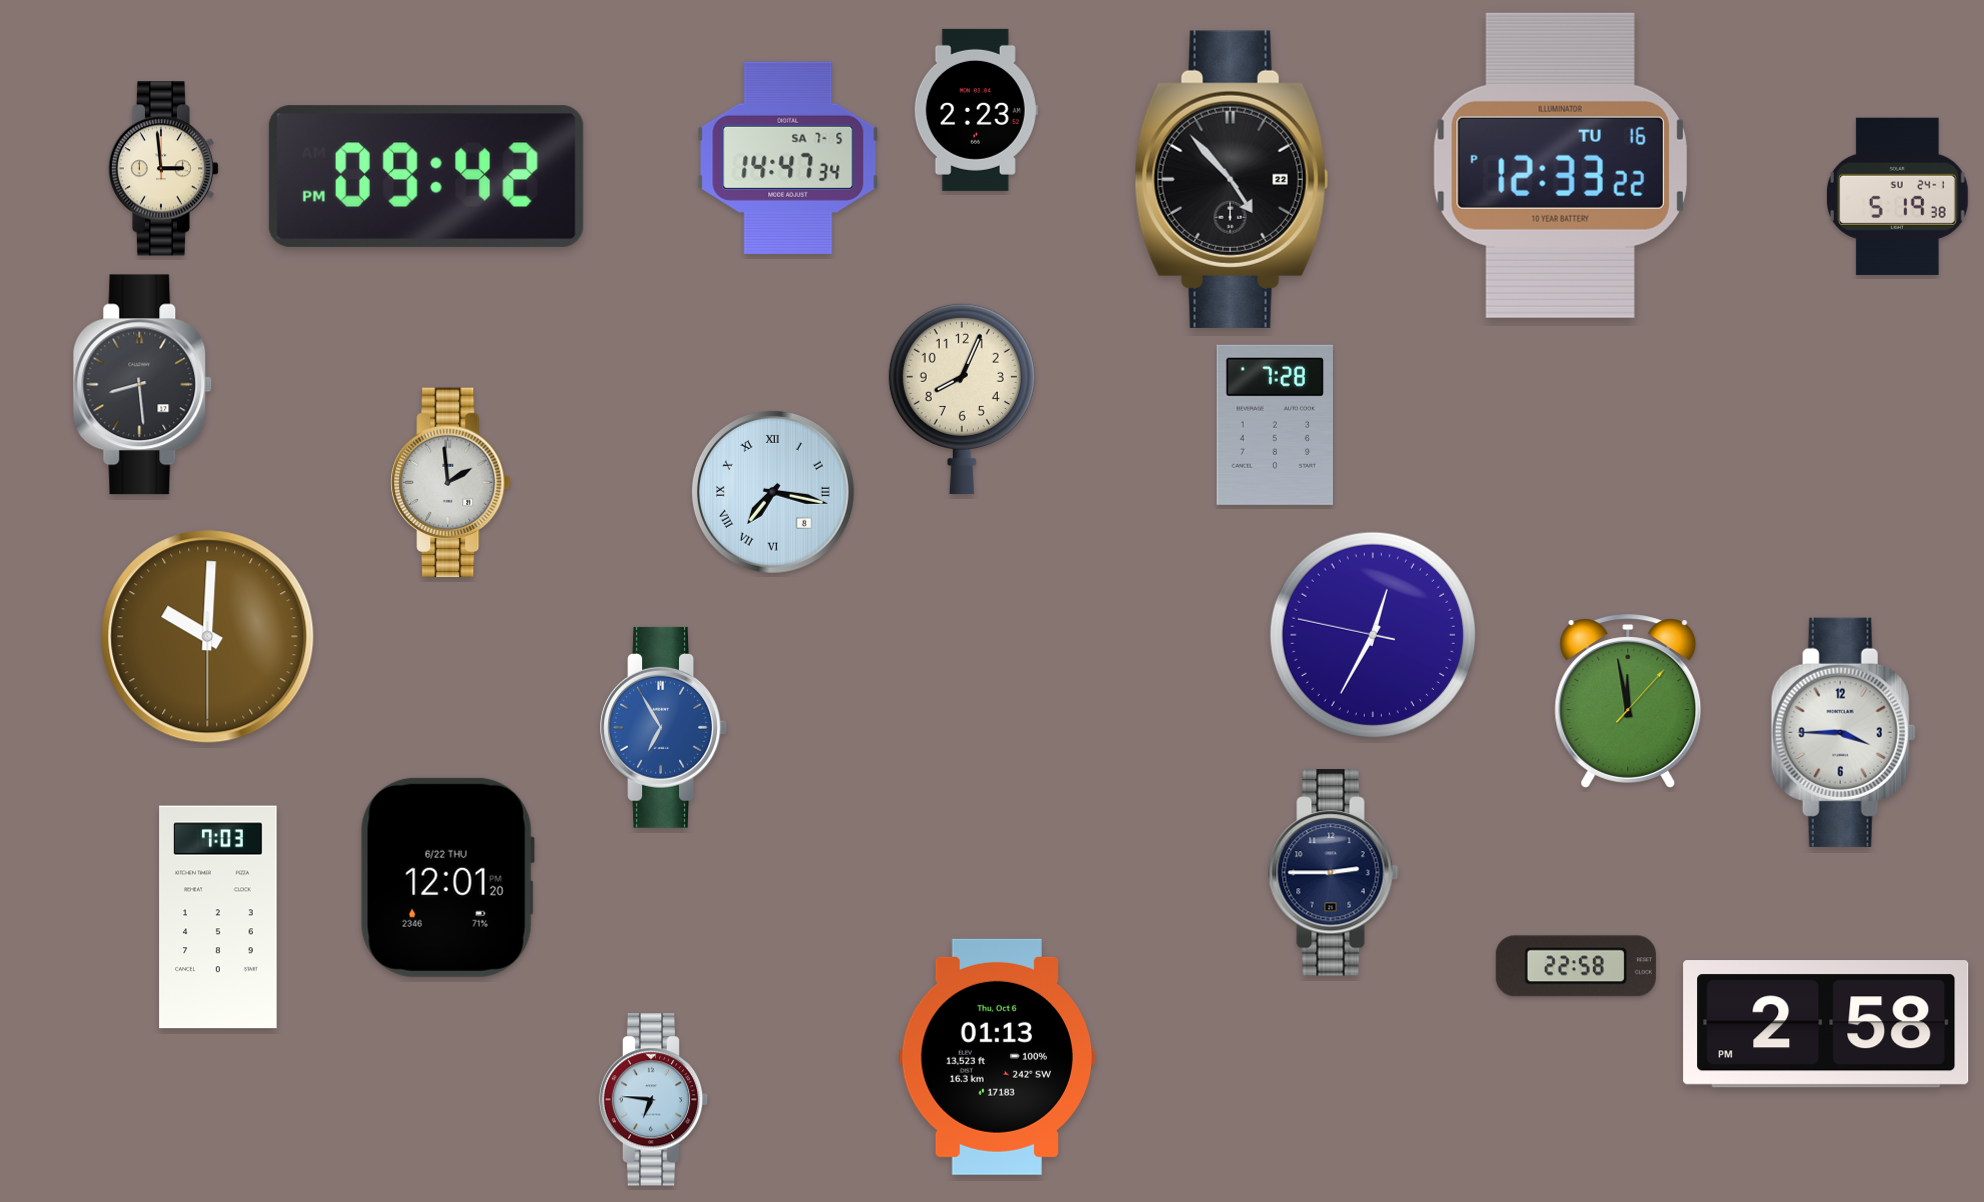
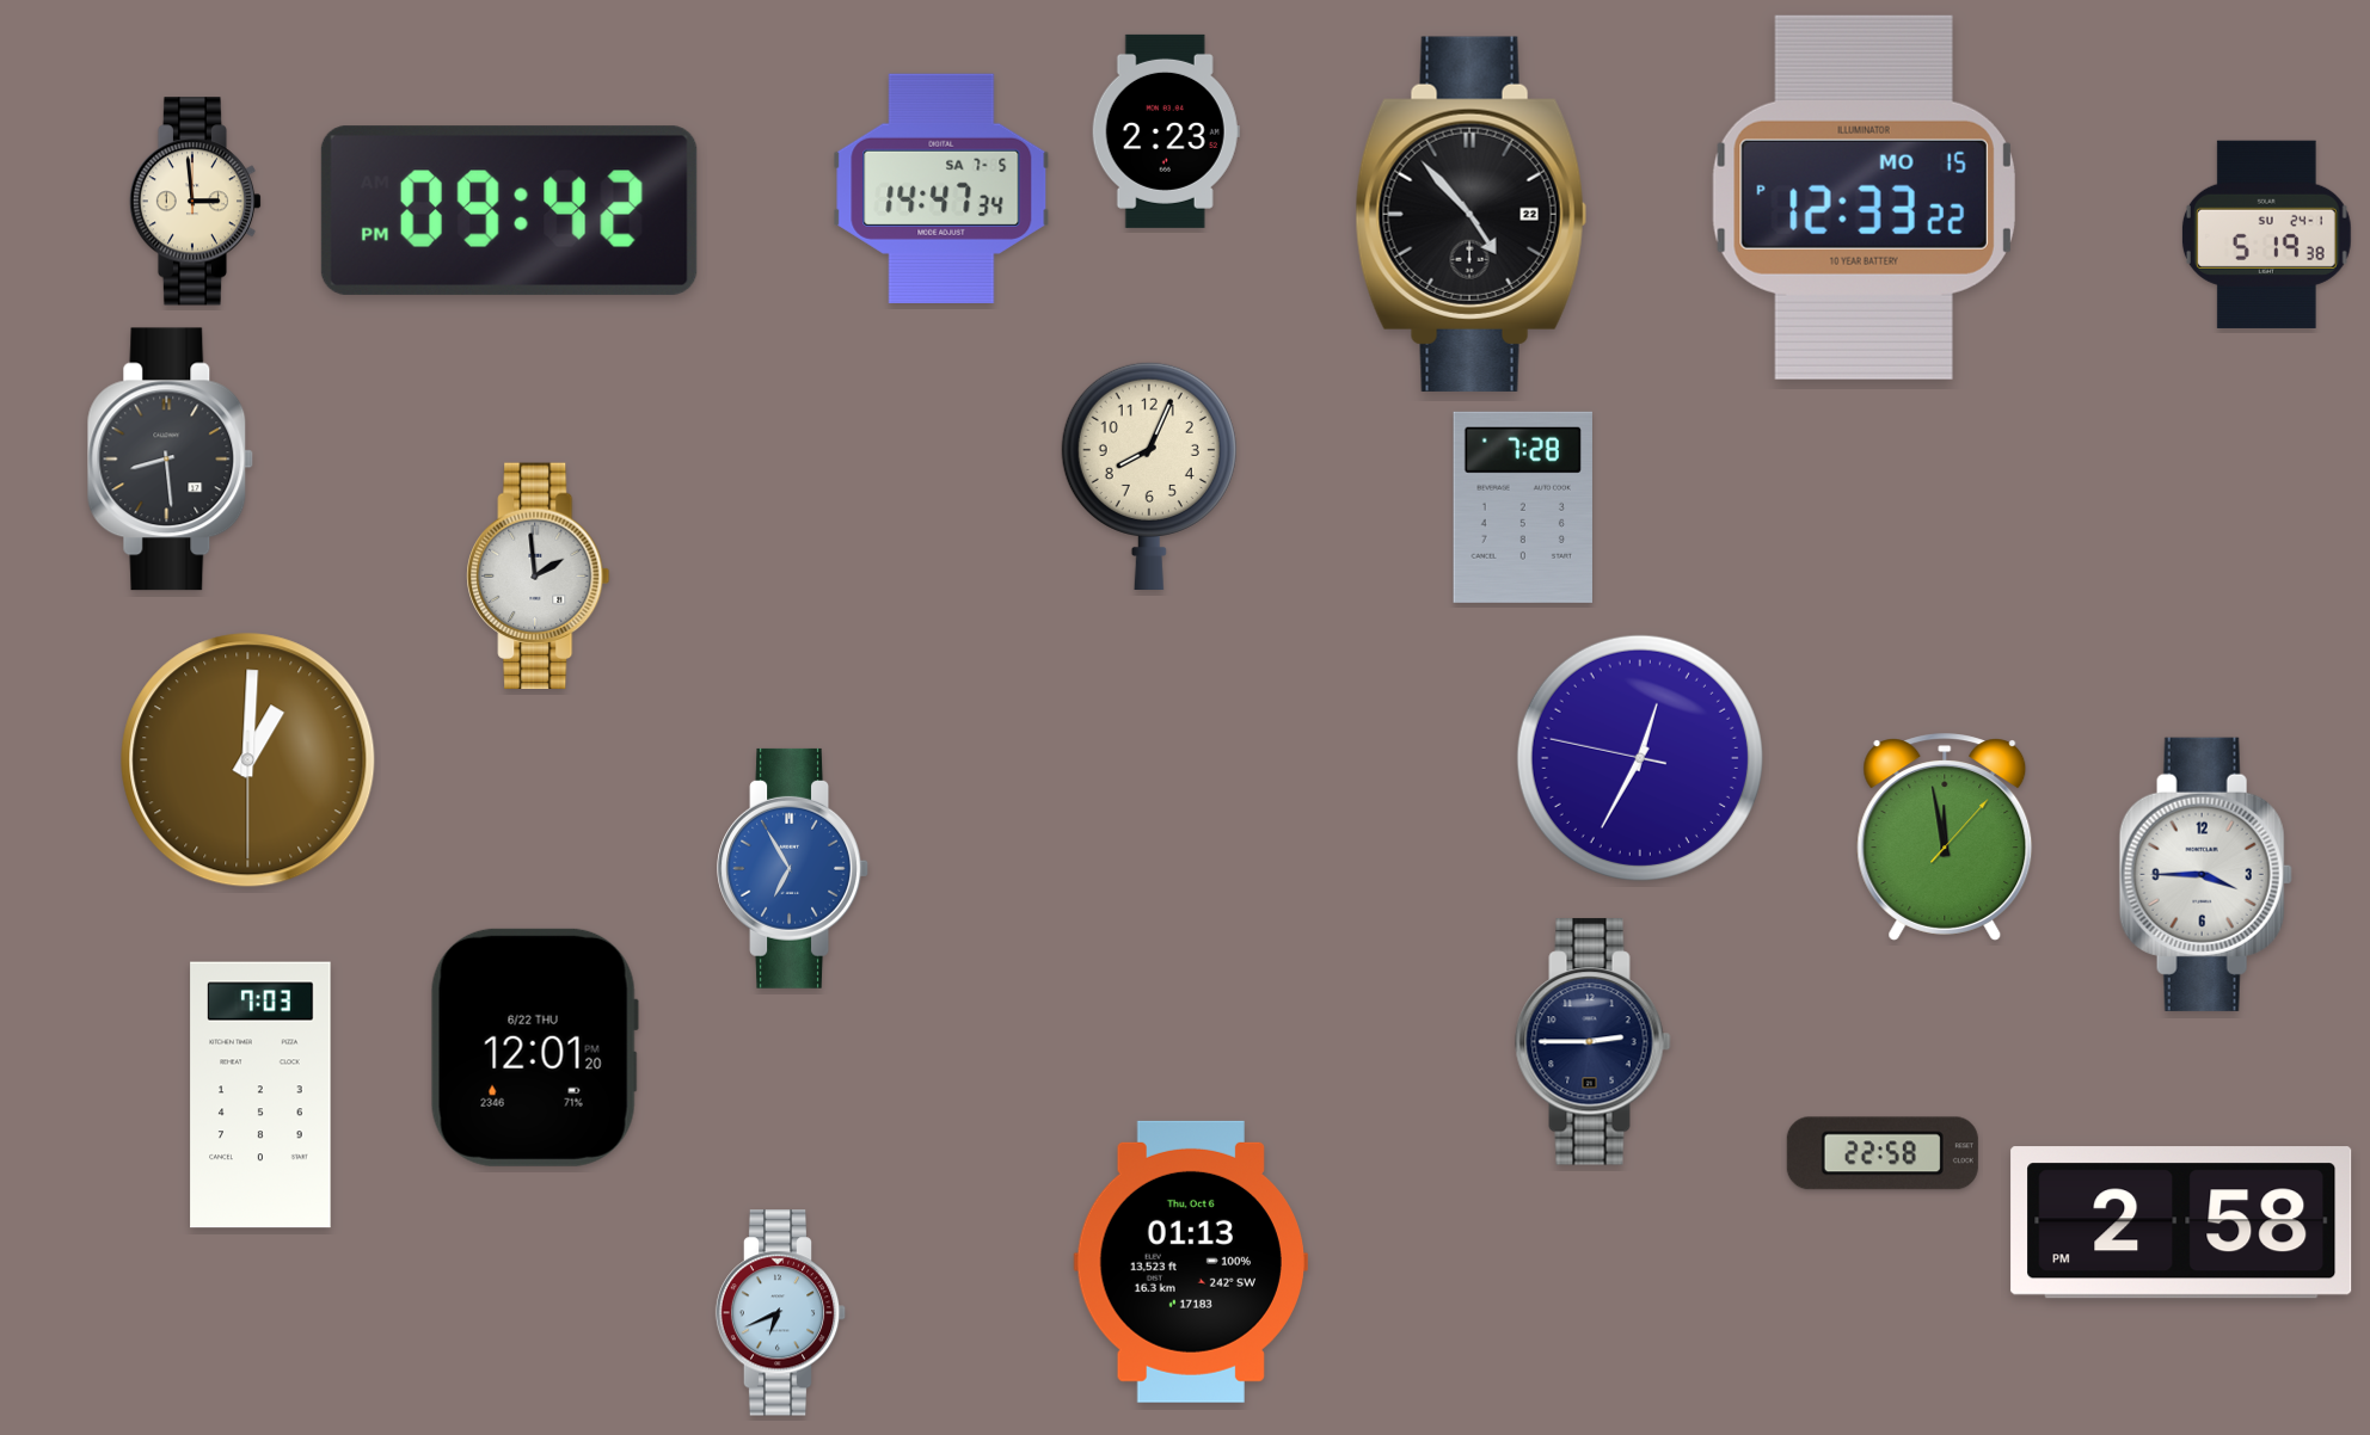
clock at (1560, 165) date: TU 16 -> MO 15
clock at (773, 492): 7:17 -> none
clock at (208, 637): 10:00 -> 1:00
clock at (1843, 732) position: (1843, 732) -> (2205, 874)
clock at (654, 1100): 6:46 -> 6:41
